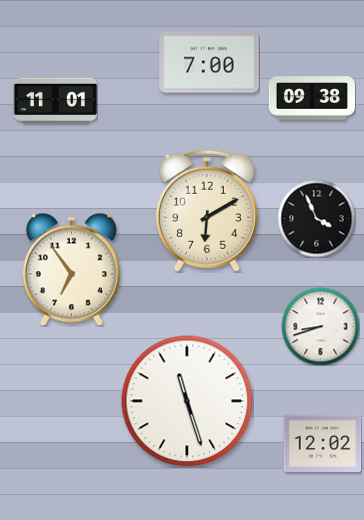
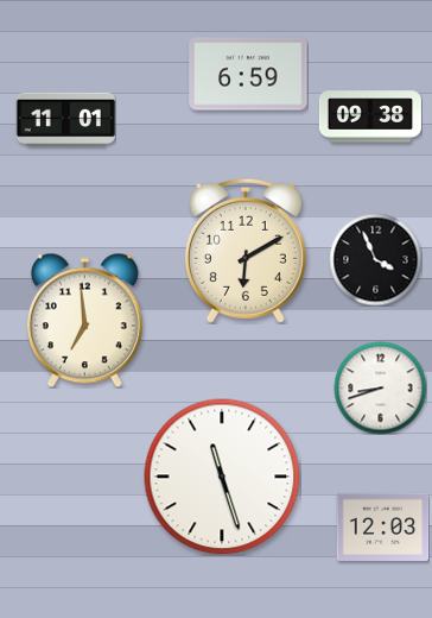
clock at (209, 62): 7:00 -> 6:59
clock at (71, 269): 6:54 -> 6:59
clock at (322, 443): 12:02 -> 12:03
